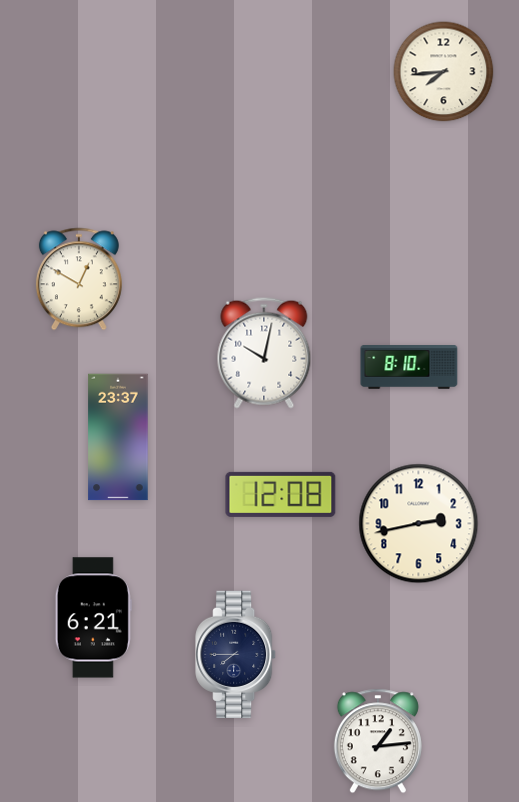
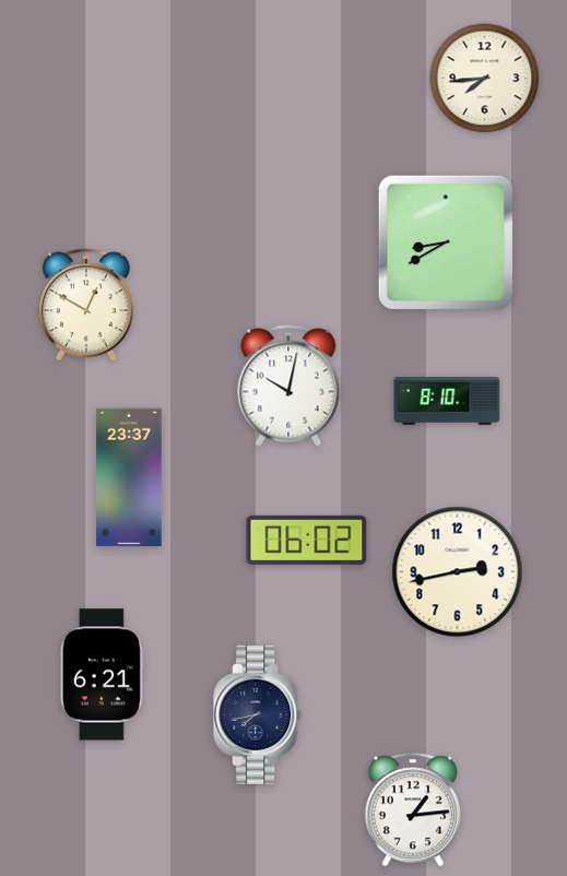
clock at (446, 242): none -> 8:40
clock at (281, 494): 12:08 -> 06:02
clock at (236, 654): 7:45 -> 7:43
